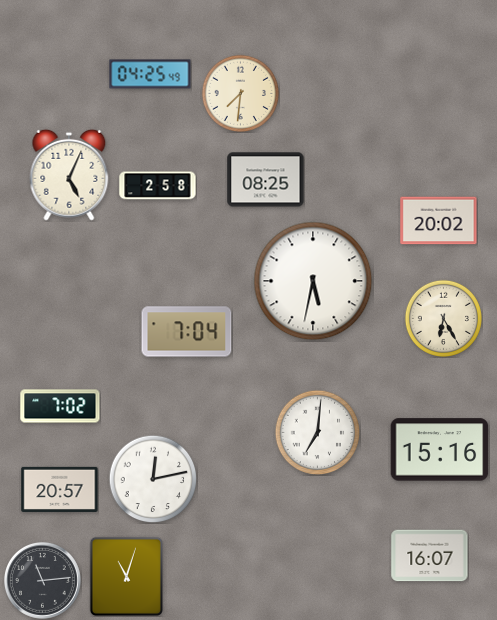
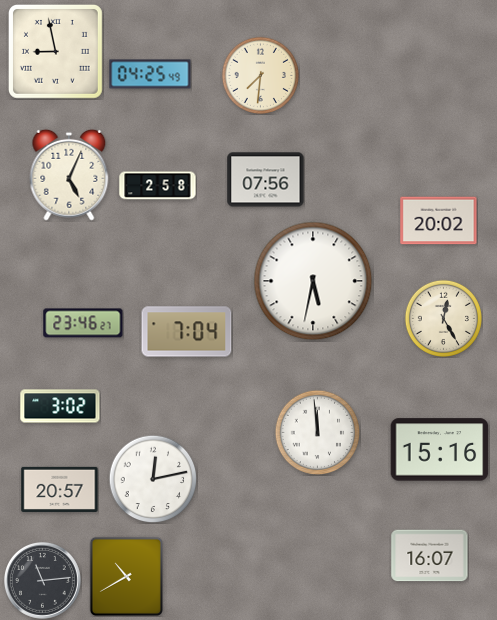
clock at (55, 51): none -> 8:58
clock at (240, 93) position: (240, 93) -> (260, 75)
clock at (266, 180): 08:25 -> 07:56
clock at (443, 318): 6:25 -> 12:25
clock at (83, 323): none -> 23:46
clock at (60, 406): 7:02 -> 3:02
clock at (317, 432): 7:01 -> 11:59
clock at (126, 576): 11:03 -> 10:40
